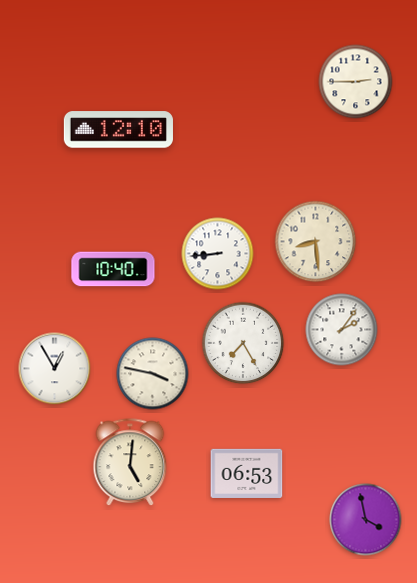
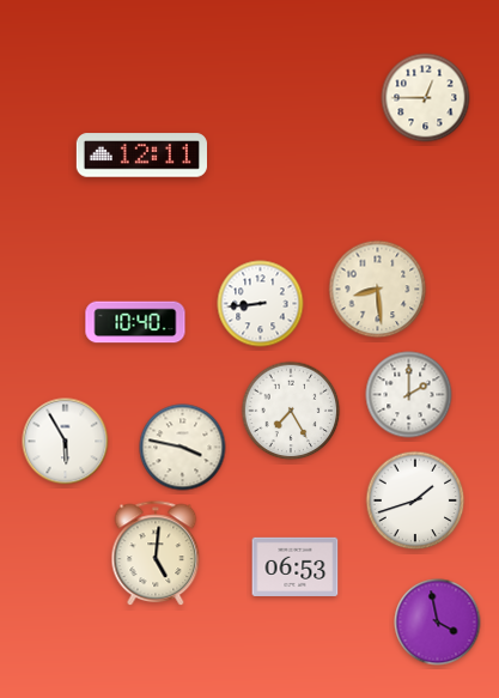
clock at (356, 82): 2:45 -> 12:45
clock at (118, 130): 12:10 -> 12:11
clock at (342, 330): 2:06 -> 2:00
clock at (55, 369): 12:55 -> 5:55
clock at (415, 500): none -> 1:42
